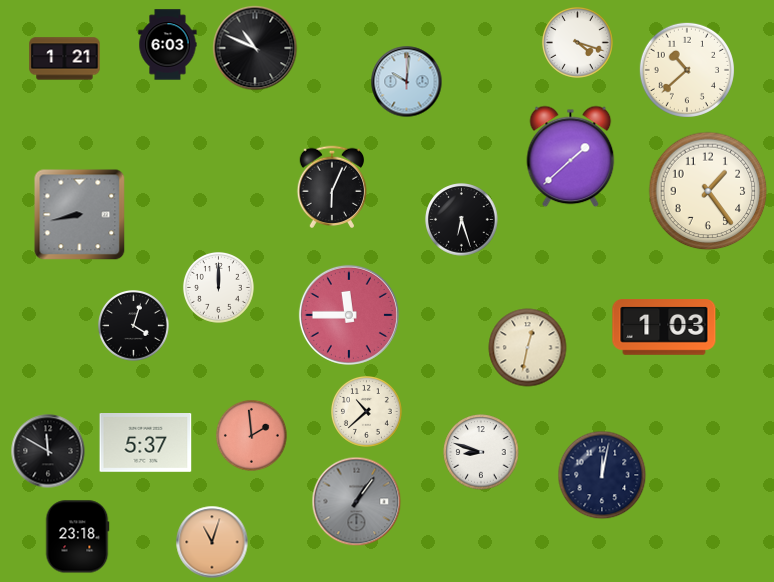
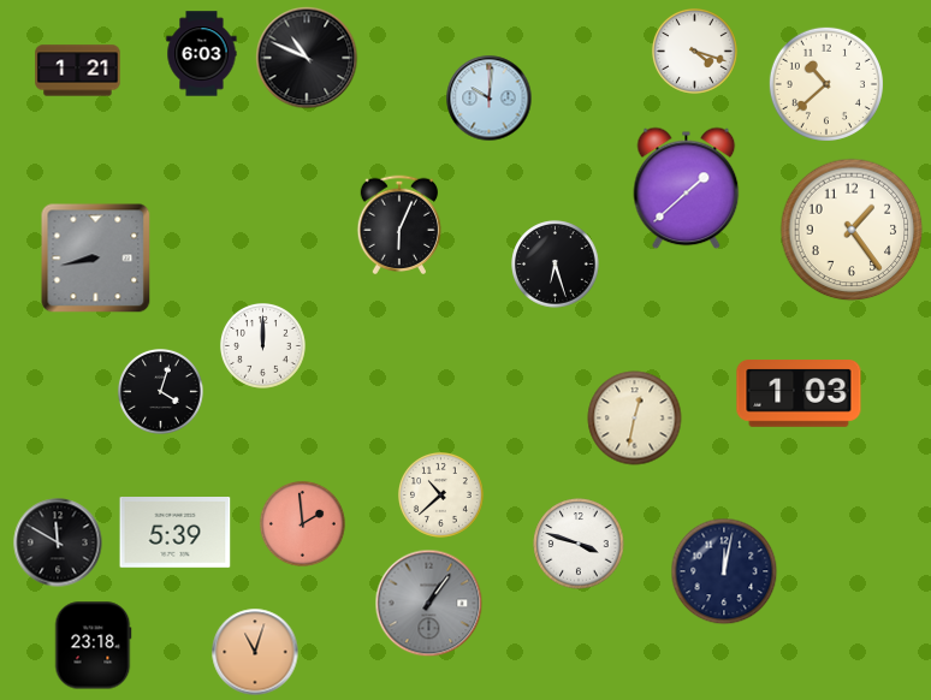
clock at (349, 315): 11:45 -> none
clock at (146, 443): 5:37 -> 5:39
clock at (481, 452): 8:48 -> 3:48
